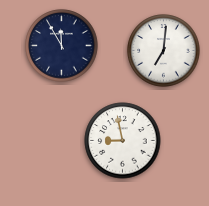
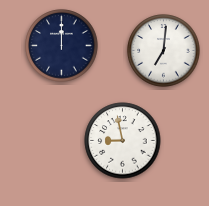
clock at (62, 46): 11:55 -> 12:00
